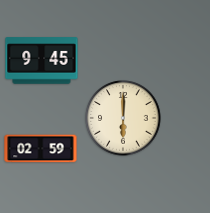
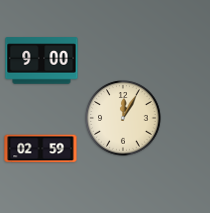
clock at (42, 61): 9:45 -> 9:00
clock at (123, 118): 6:00 -> 12:05
